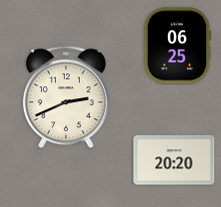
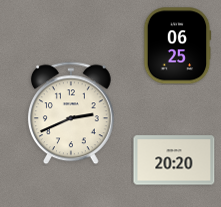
clock at (66, 97) position: (66, 97) -> (71, 113)
